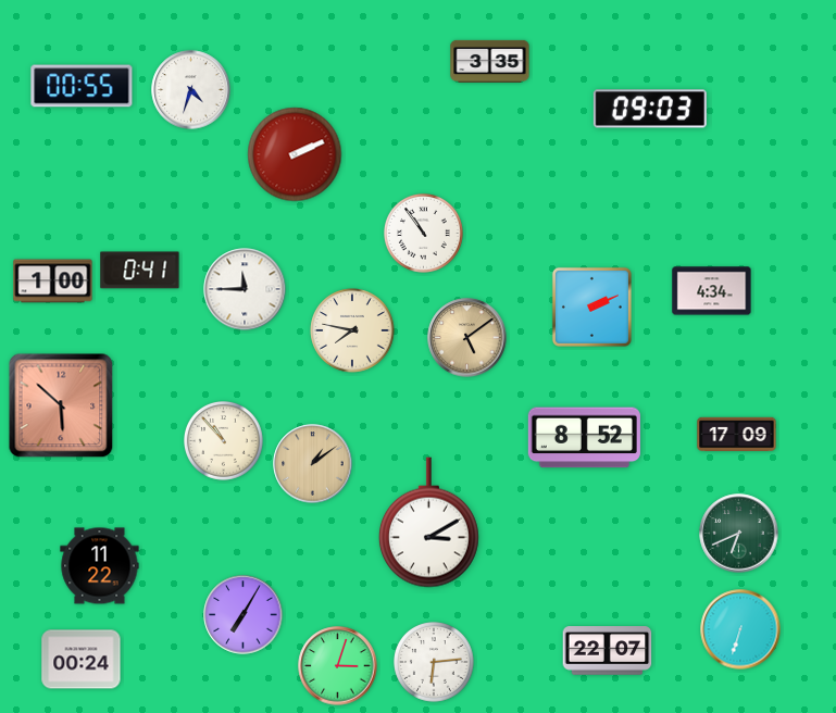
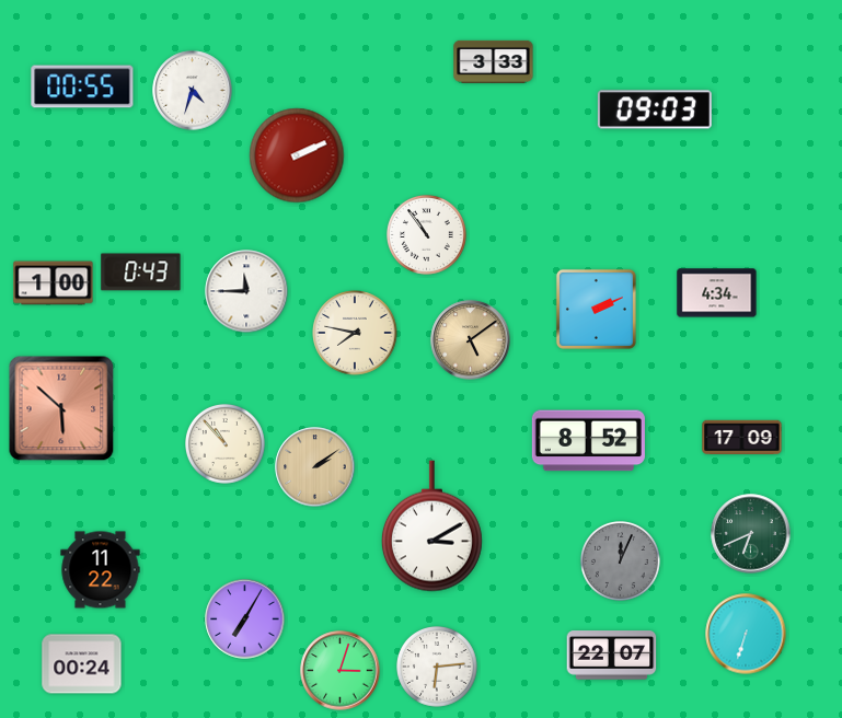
clock at (490, 61): 3:35 -> 3:33
clock at (140, 271): 0:41 -> 0:43
clock at (313, 464): 1:09 -> 2:09
clock at (739, 534) position: (739, 534) -> (751, 534)
clock at (621, 561): none -> 12:04
